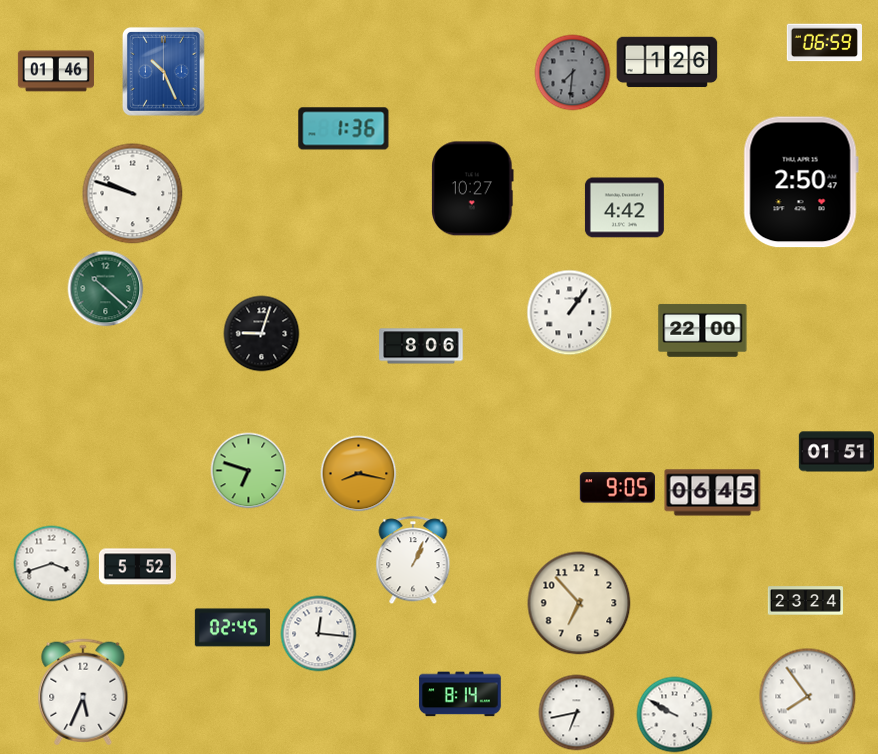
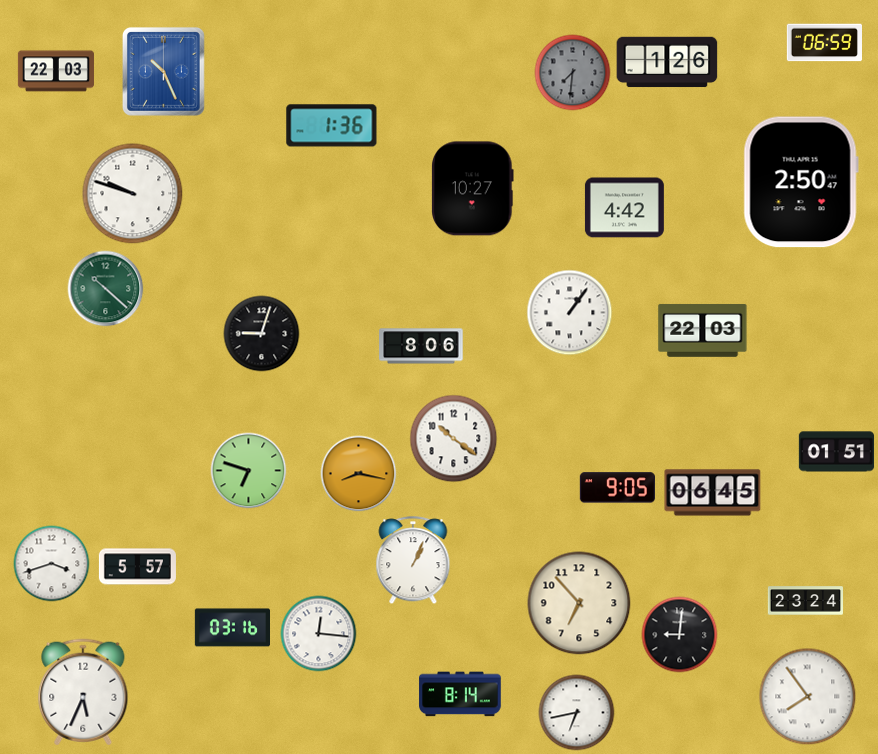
clock at (56, 71): 01:46 -> 22:03
clock at (344, 129) position: (344, 129) -> (332, 126)
clock at (703, 330): 22:00 -> 22:03
clock at (454, 439): none -> 10:21
clock at (137, 567): 5:52 -> 5:57
clock at (232, 628): 02:45 -> 03:16
clock at (680, 635): none -> 9:01
clock at (675, 715): 9:50 -> none
